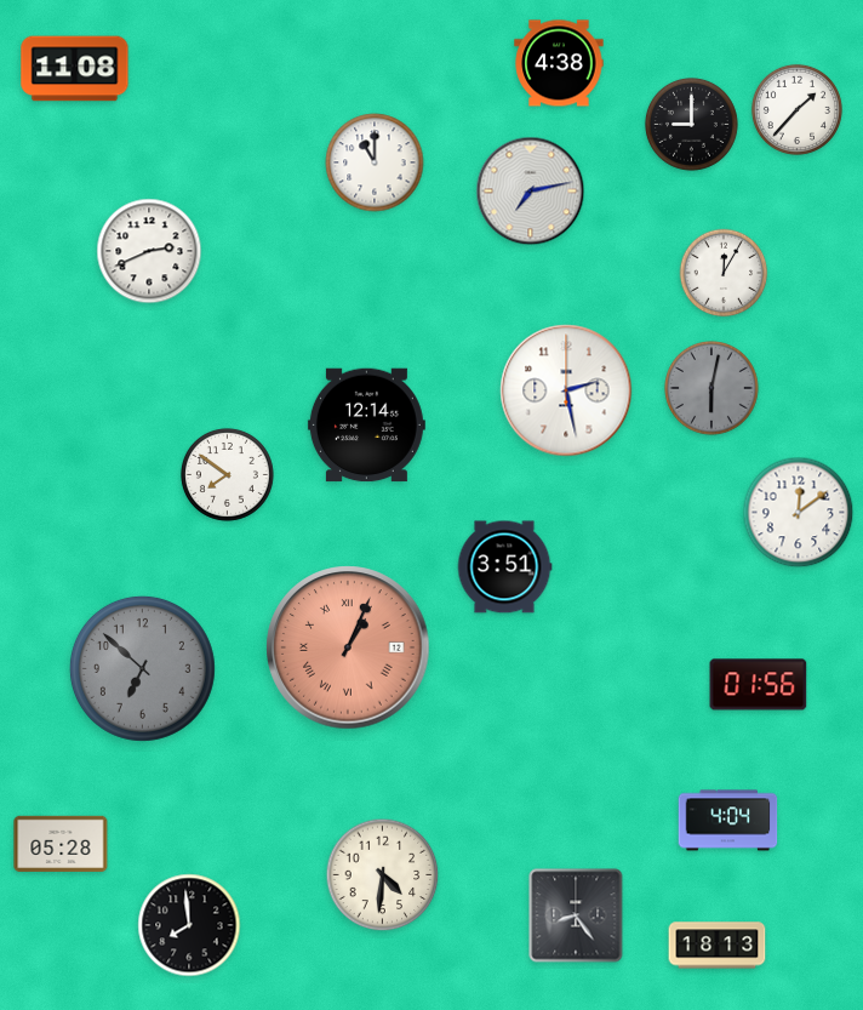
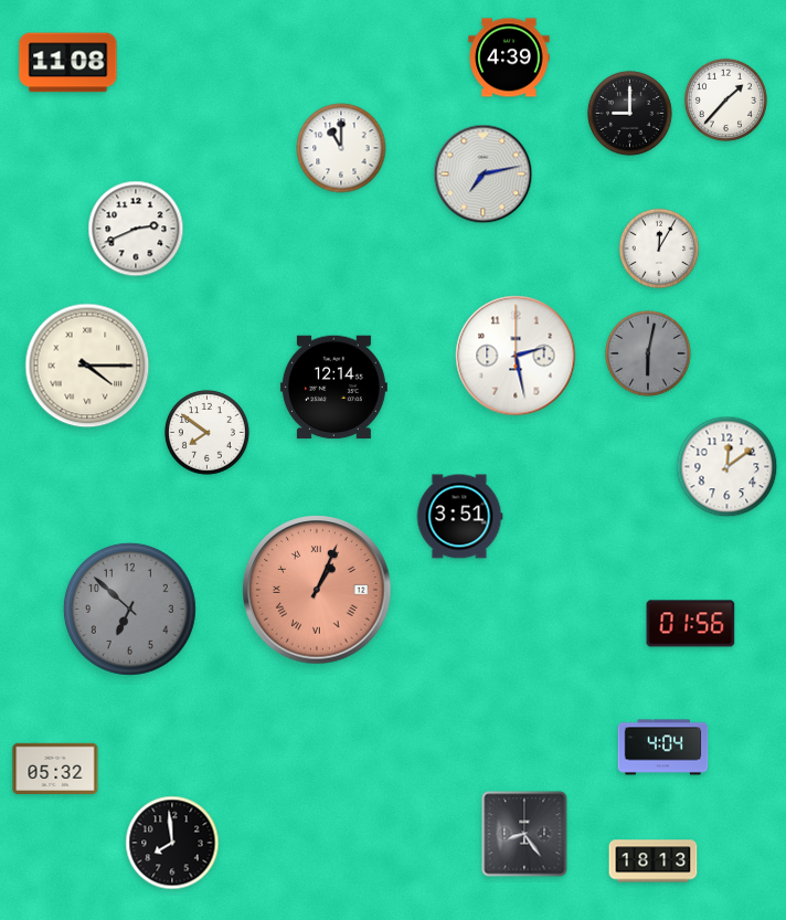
clock at (559, 63): 4:38 -> 4:39
clock at (87, 366): none -> 4:15
clock at (61, 843): 05:28 -> 05:32
clock at (383, 875): 4:31 -> none
